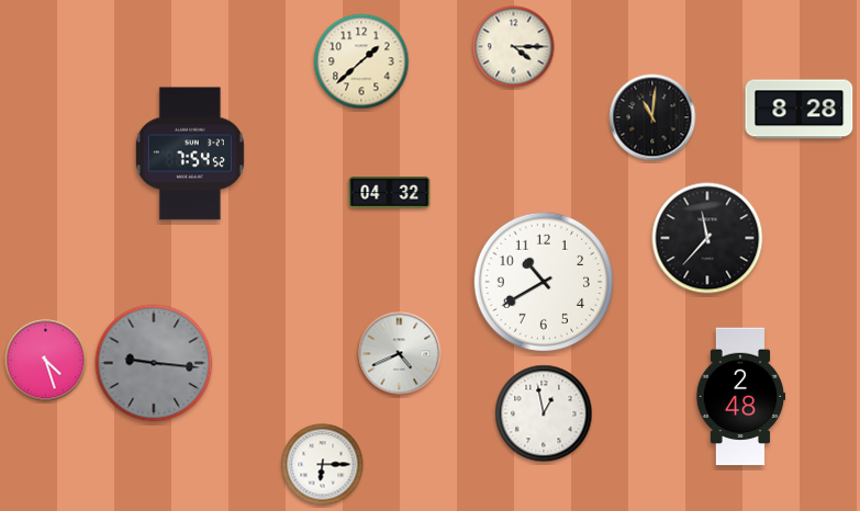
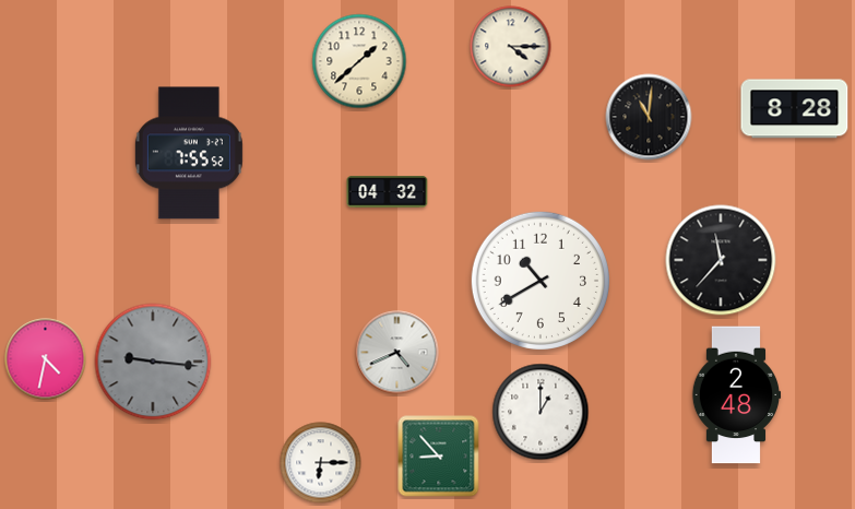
clock at (190, 154): 7:54 -> 7:55
clock at (707, 238) position: (707, 238) -> (721, 260)
clock at (46, 361): 4:27 -> 4:32
clock at (544, 413): 12:58 -> 1:00
clock at (439, 457): none -> 8:53
